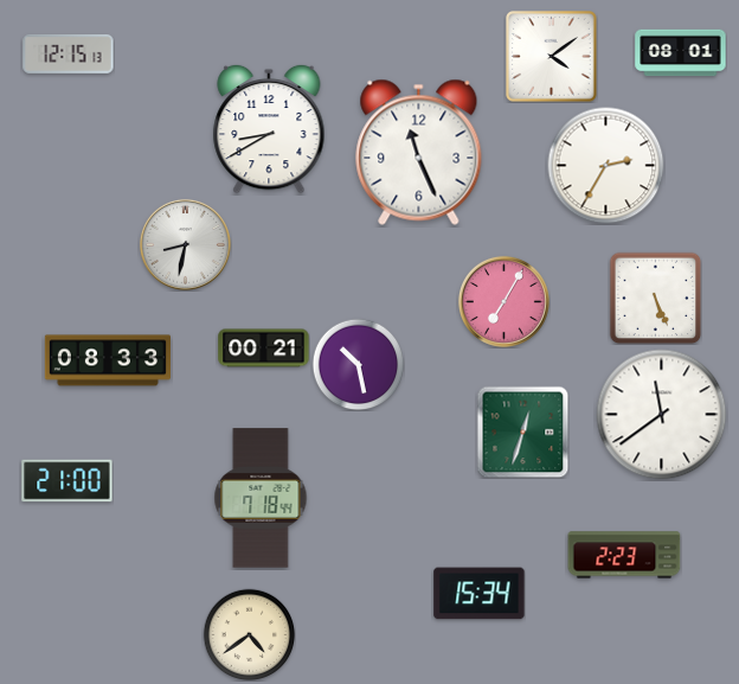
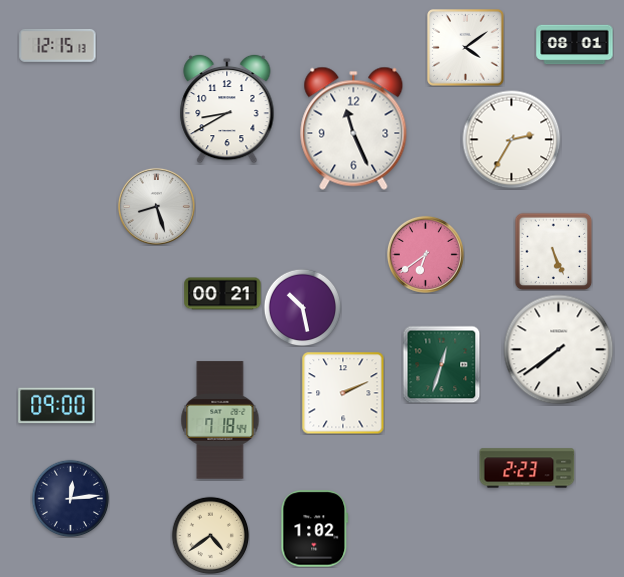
clock at (185, 244): 8:32 -> 8:27
clock at (503, 301): 7:05 -> 6:39
clock at (108, 360): 08:33 -> none
clock at (662, 415): 11:39 -> 7:39
clock at (343, 393): none -> 2:11
clock at (68, 481): 21:00 -> 09:00
clock at (70, 498): none -> 12:14
clock at (480, 594): 15:34 -> none
clock at (315, 529): none -> 1:02
